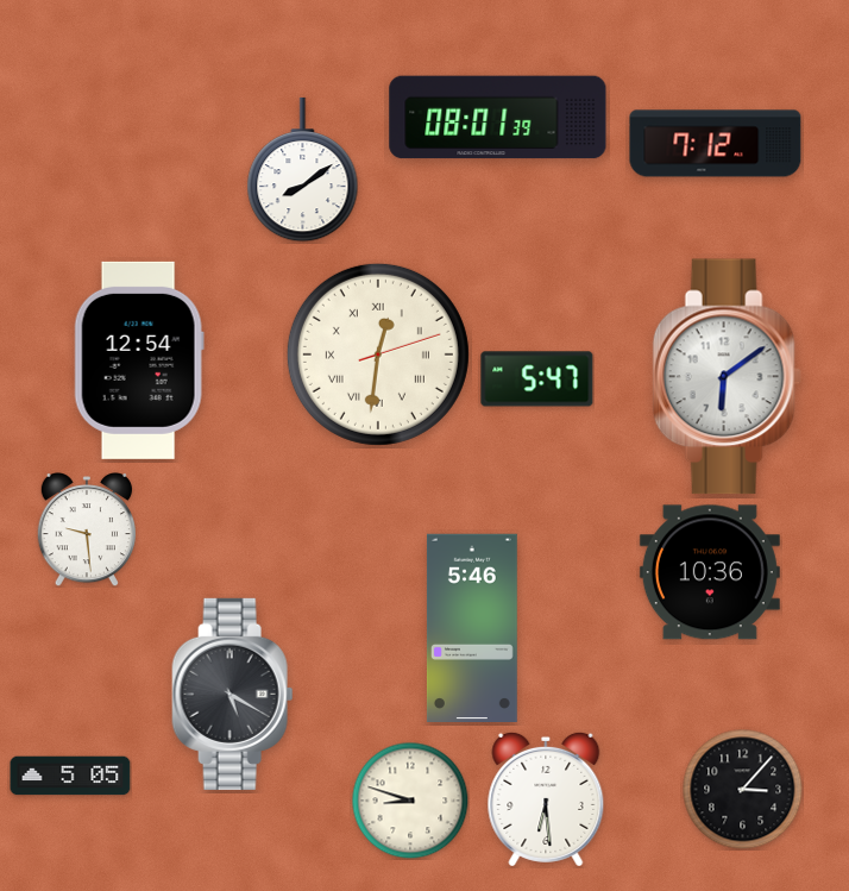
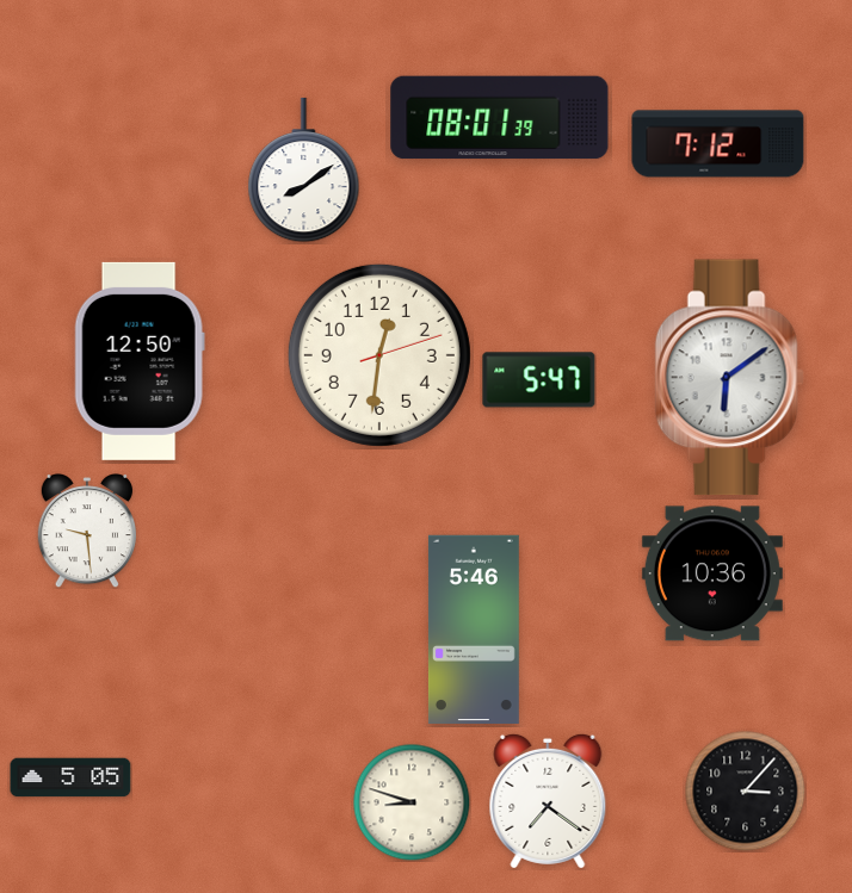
clock at (378, 354) numerals: Roman -> Arabic
clock at (139, 360): 12:54 -> 12:50
clock at (233, 694): 5:20 -> none
clock at (546, 799): 6:29 -> 7:21
